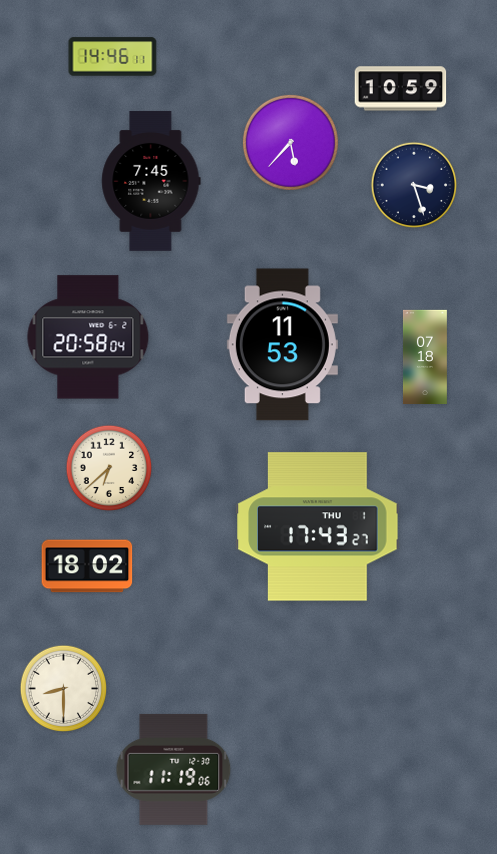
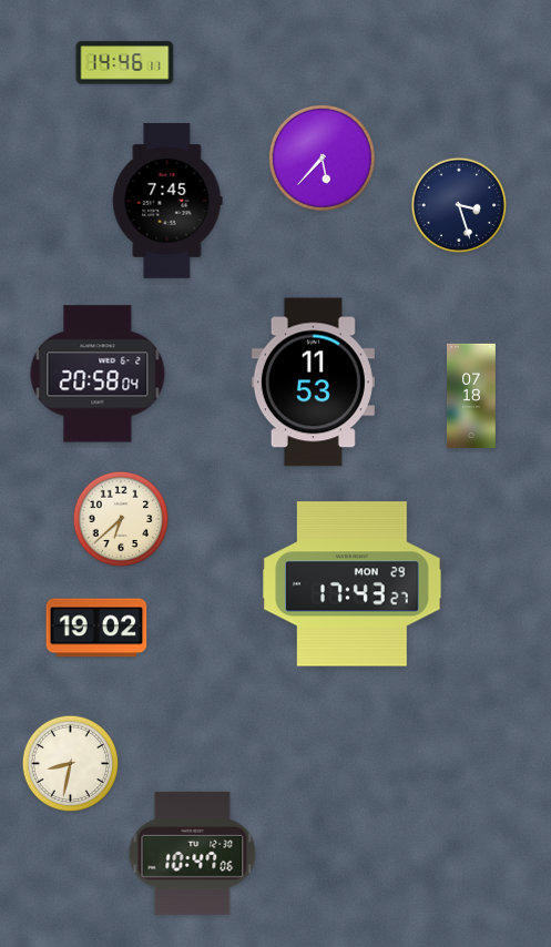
clock at (401, 89): 10:59 -> none
clock at (318, 527) date: THU 1 -> MON 29
clock at (87, 566): 18:02 -> 19:02
clock at (64, 689): 8:30 -> 8:32
clock at (174, 769): 11:19 -> 10:47
